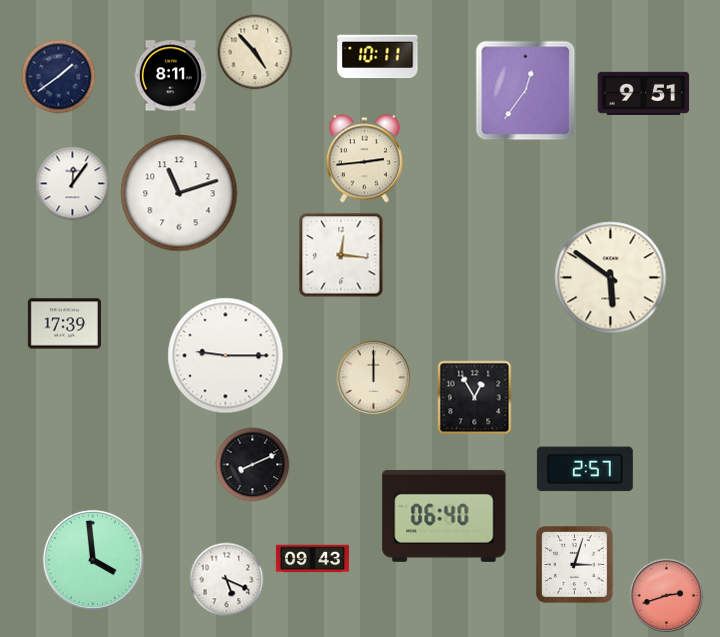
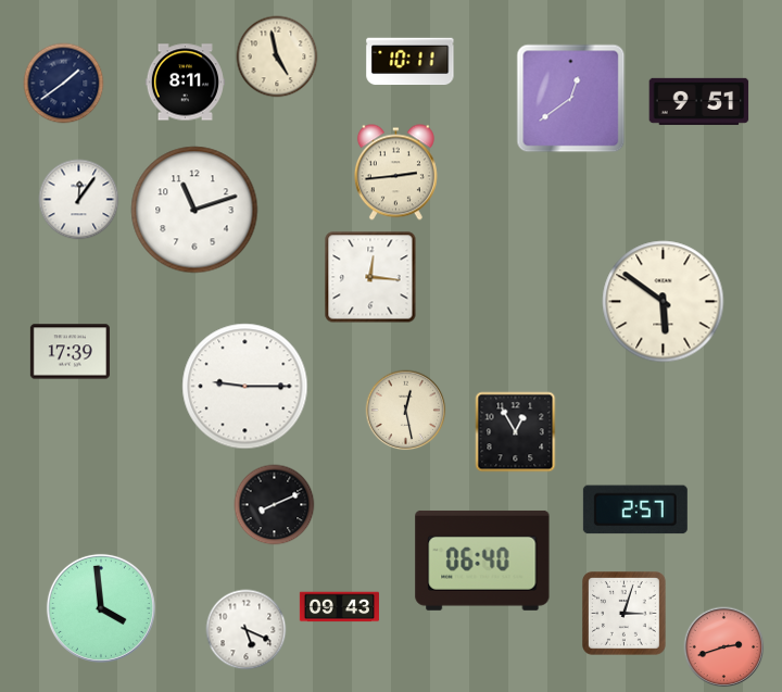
clock at (255, 52): 4:53 -> 4:58
clock at (526, 91): 12:36 -> 12:39
clock at (374, 378): 12:00 -> 12:28
